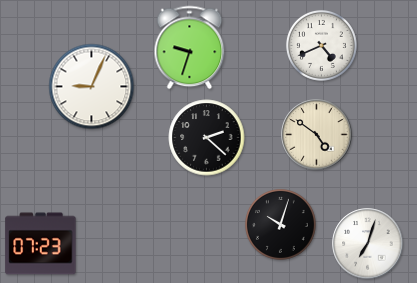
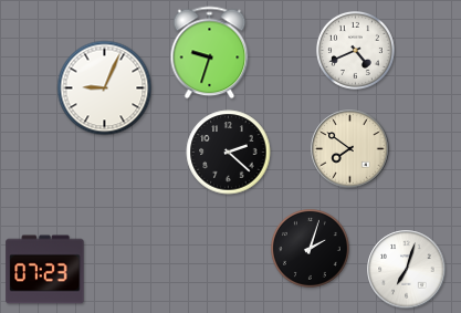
clock at (92, 87) position: (92, 87) -> (105, 88)
clock at (317, 135): 4:51 -> 7:51
clock at (280, 224): 10:03 -> 2:03
